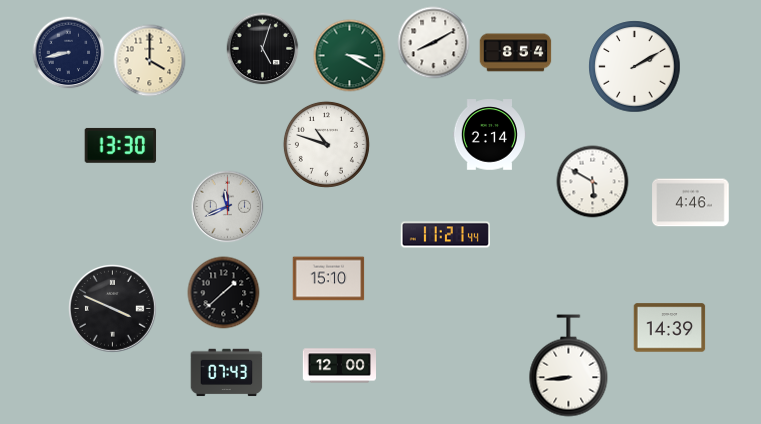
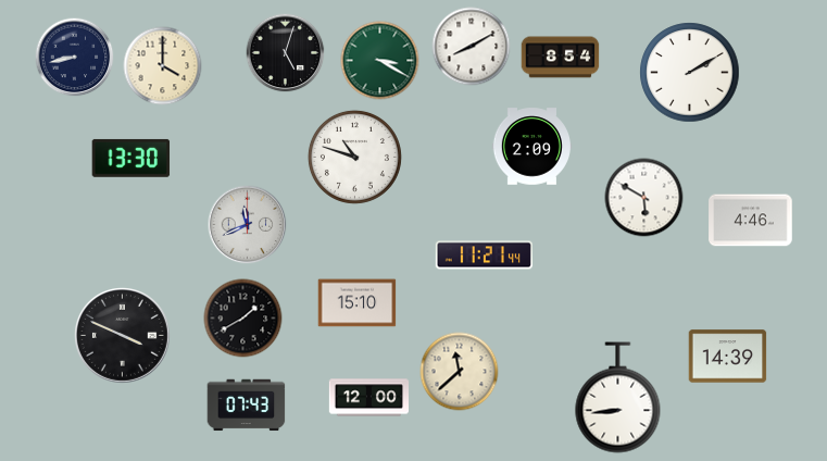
clock at (489, 135): 2:14 -> 2:09
clock at (224, 293): 1:38 -> 1:40
clock at (460, 372): none -> 11:38
